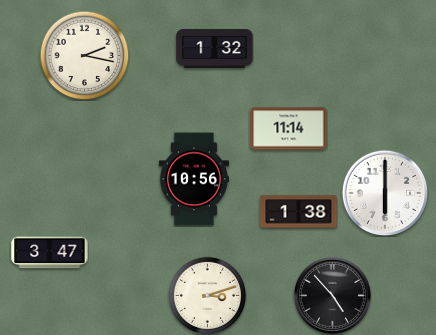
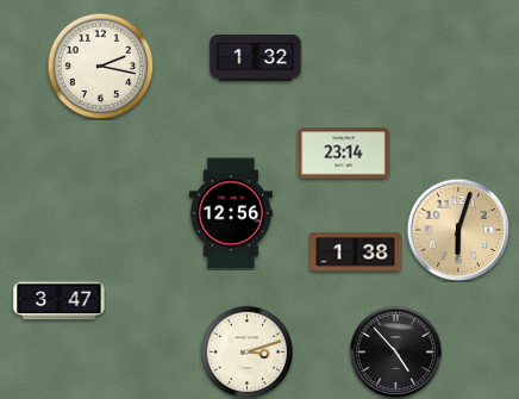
clock at (289, 129): 11:14 -> 23:14
clock at (194, 179): 10:56 -> 12:56
clock at (385, 193): 6:00 -> 6:03
clock at (385, 193) dial: white -> champagne
